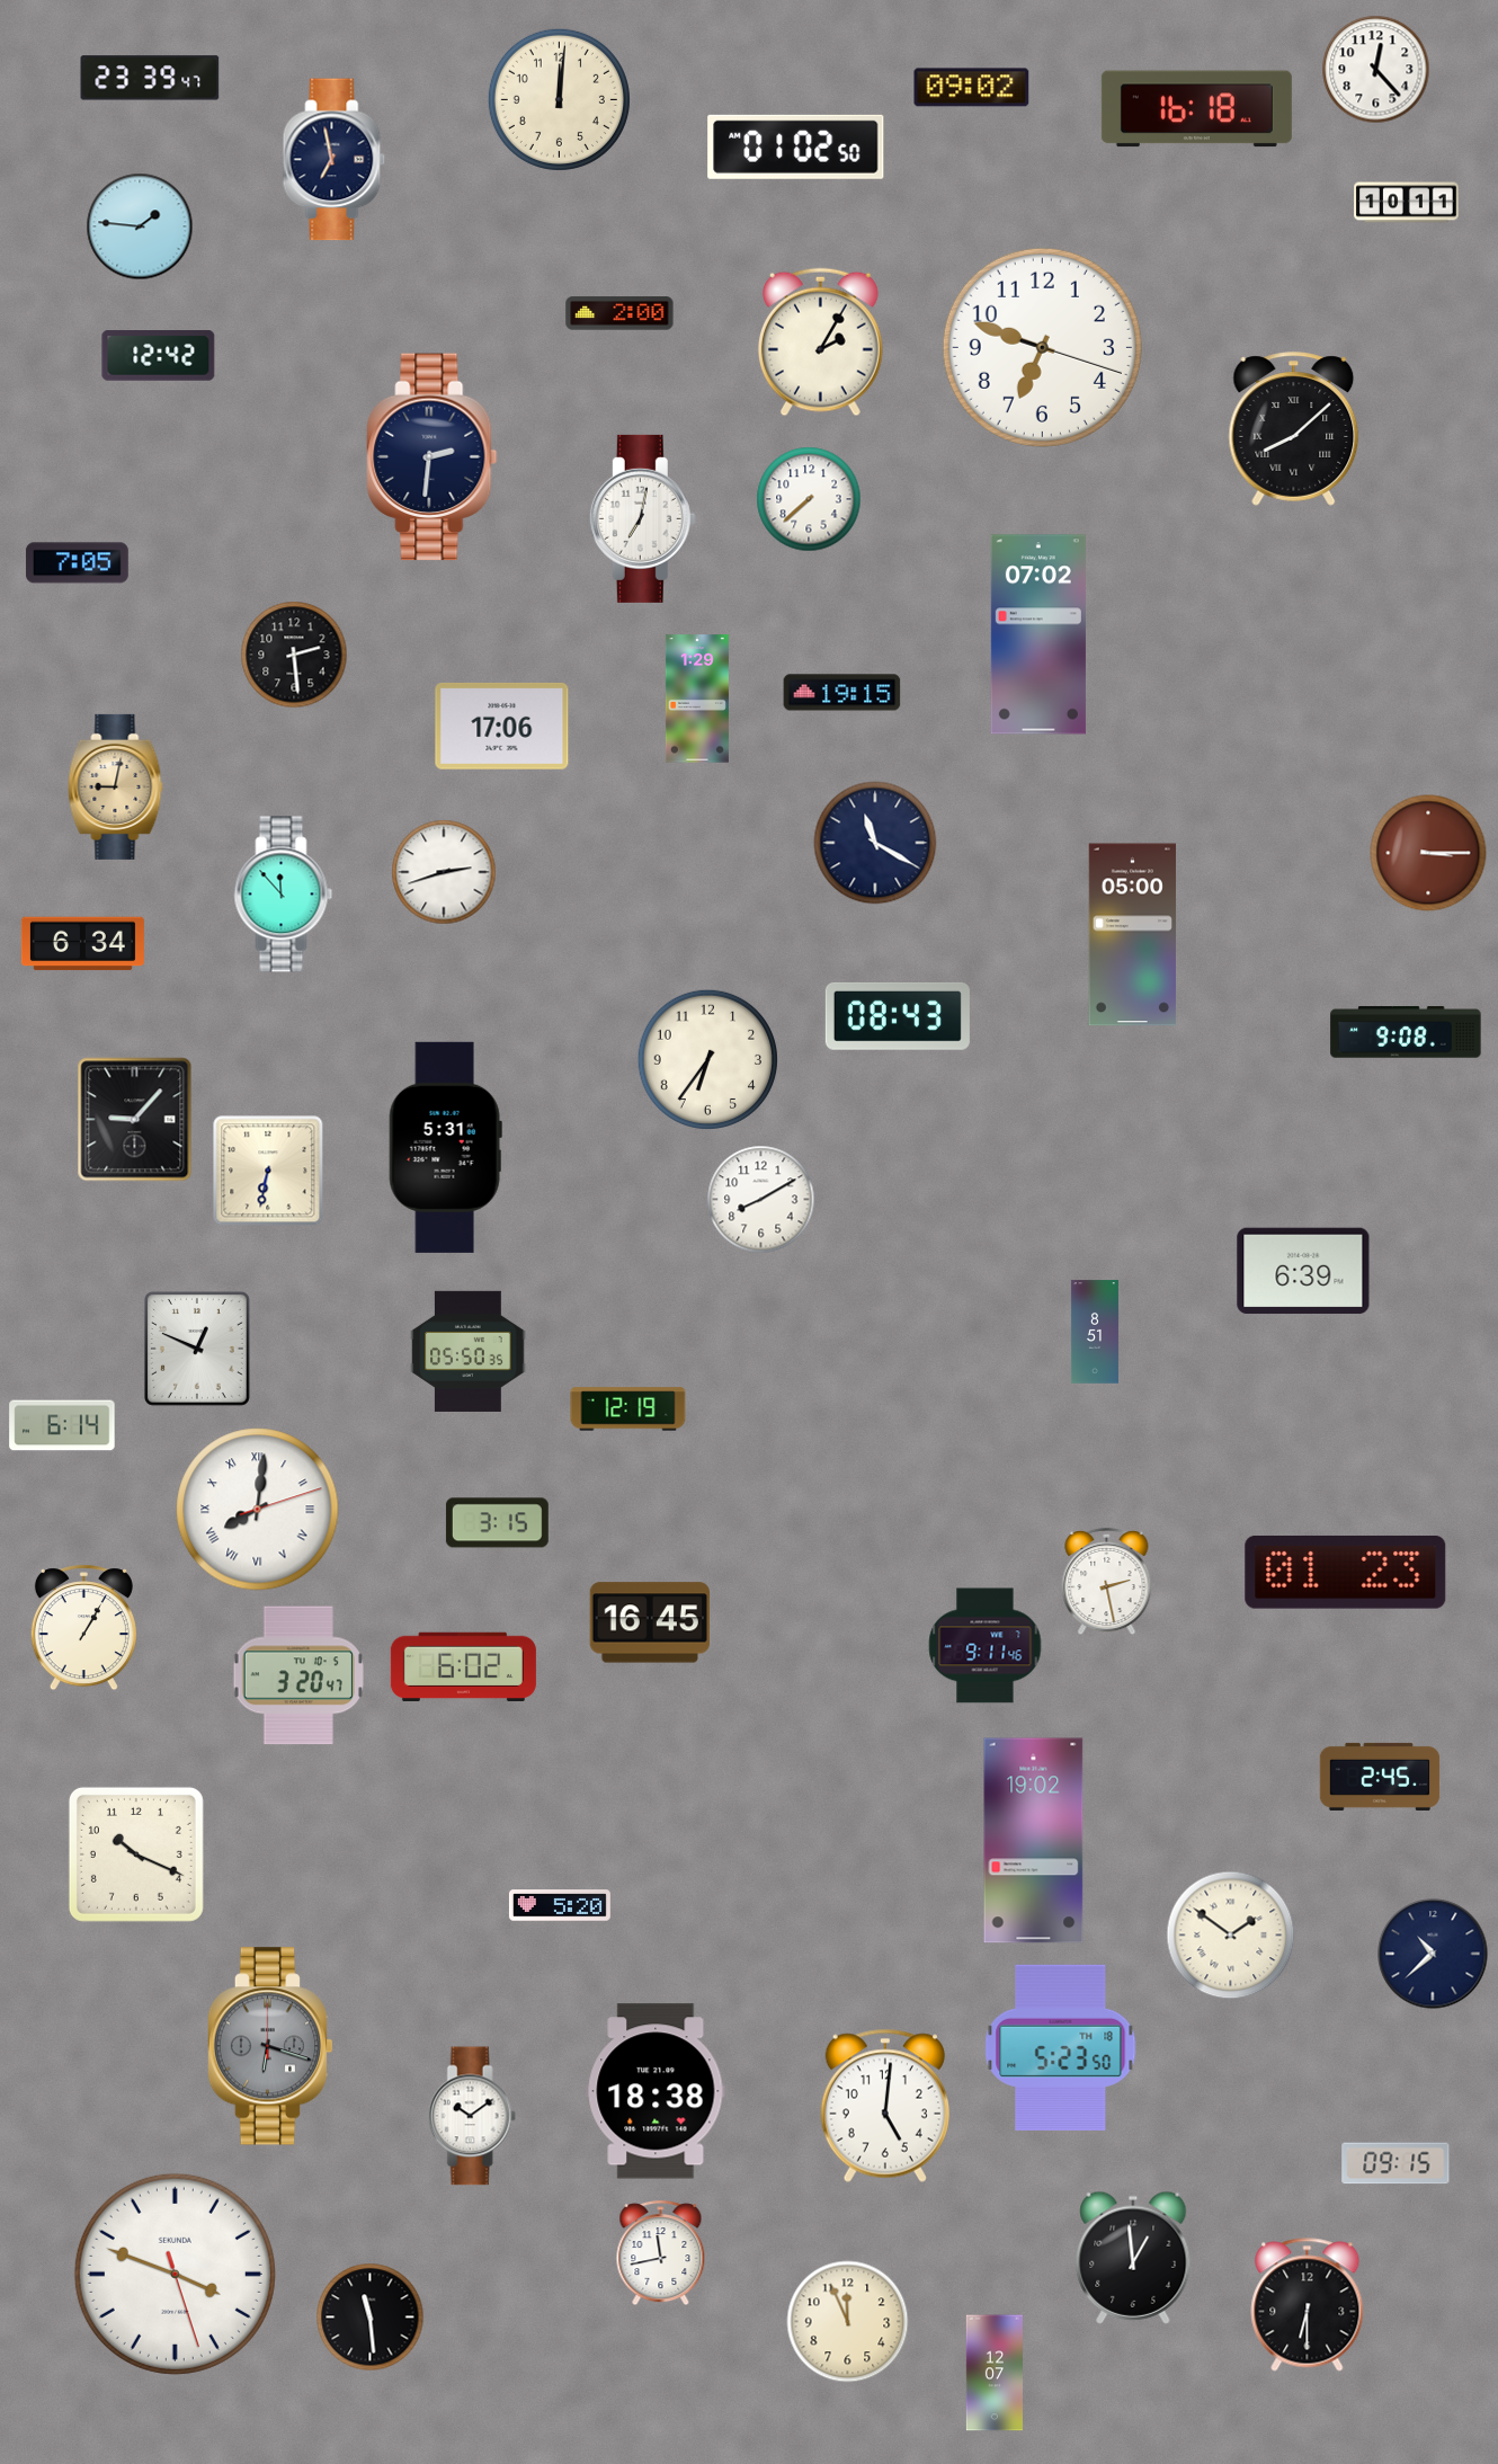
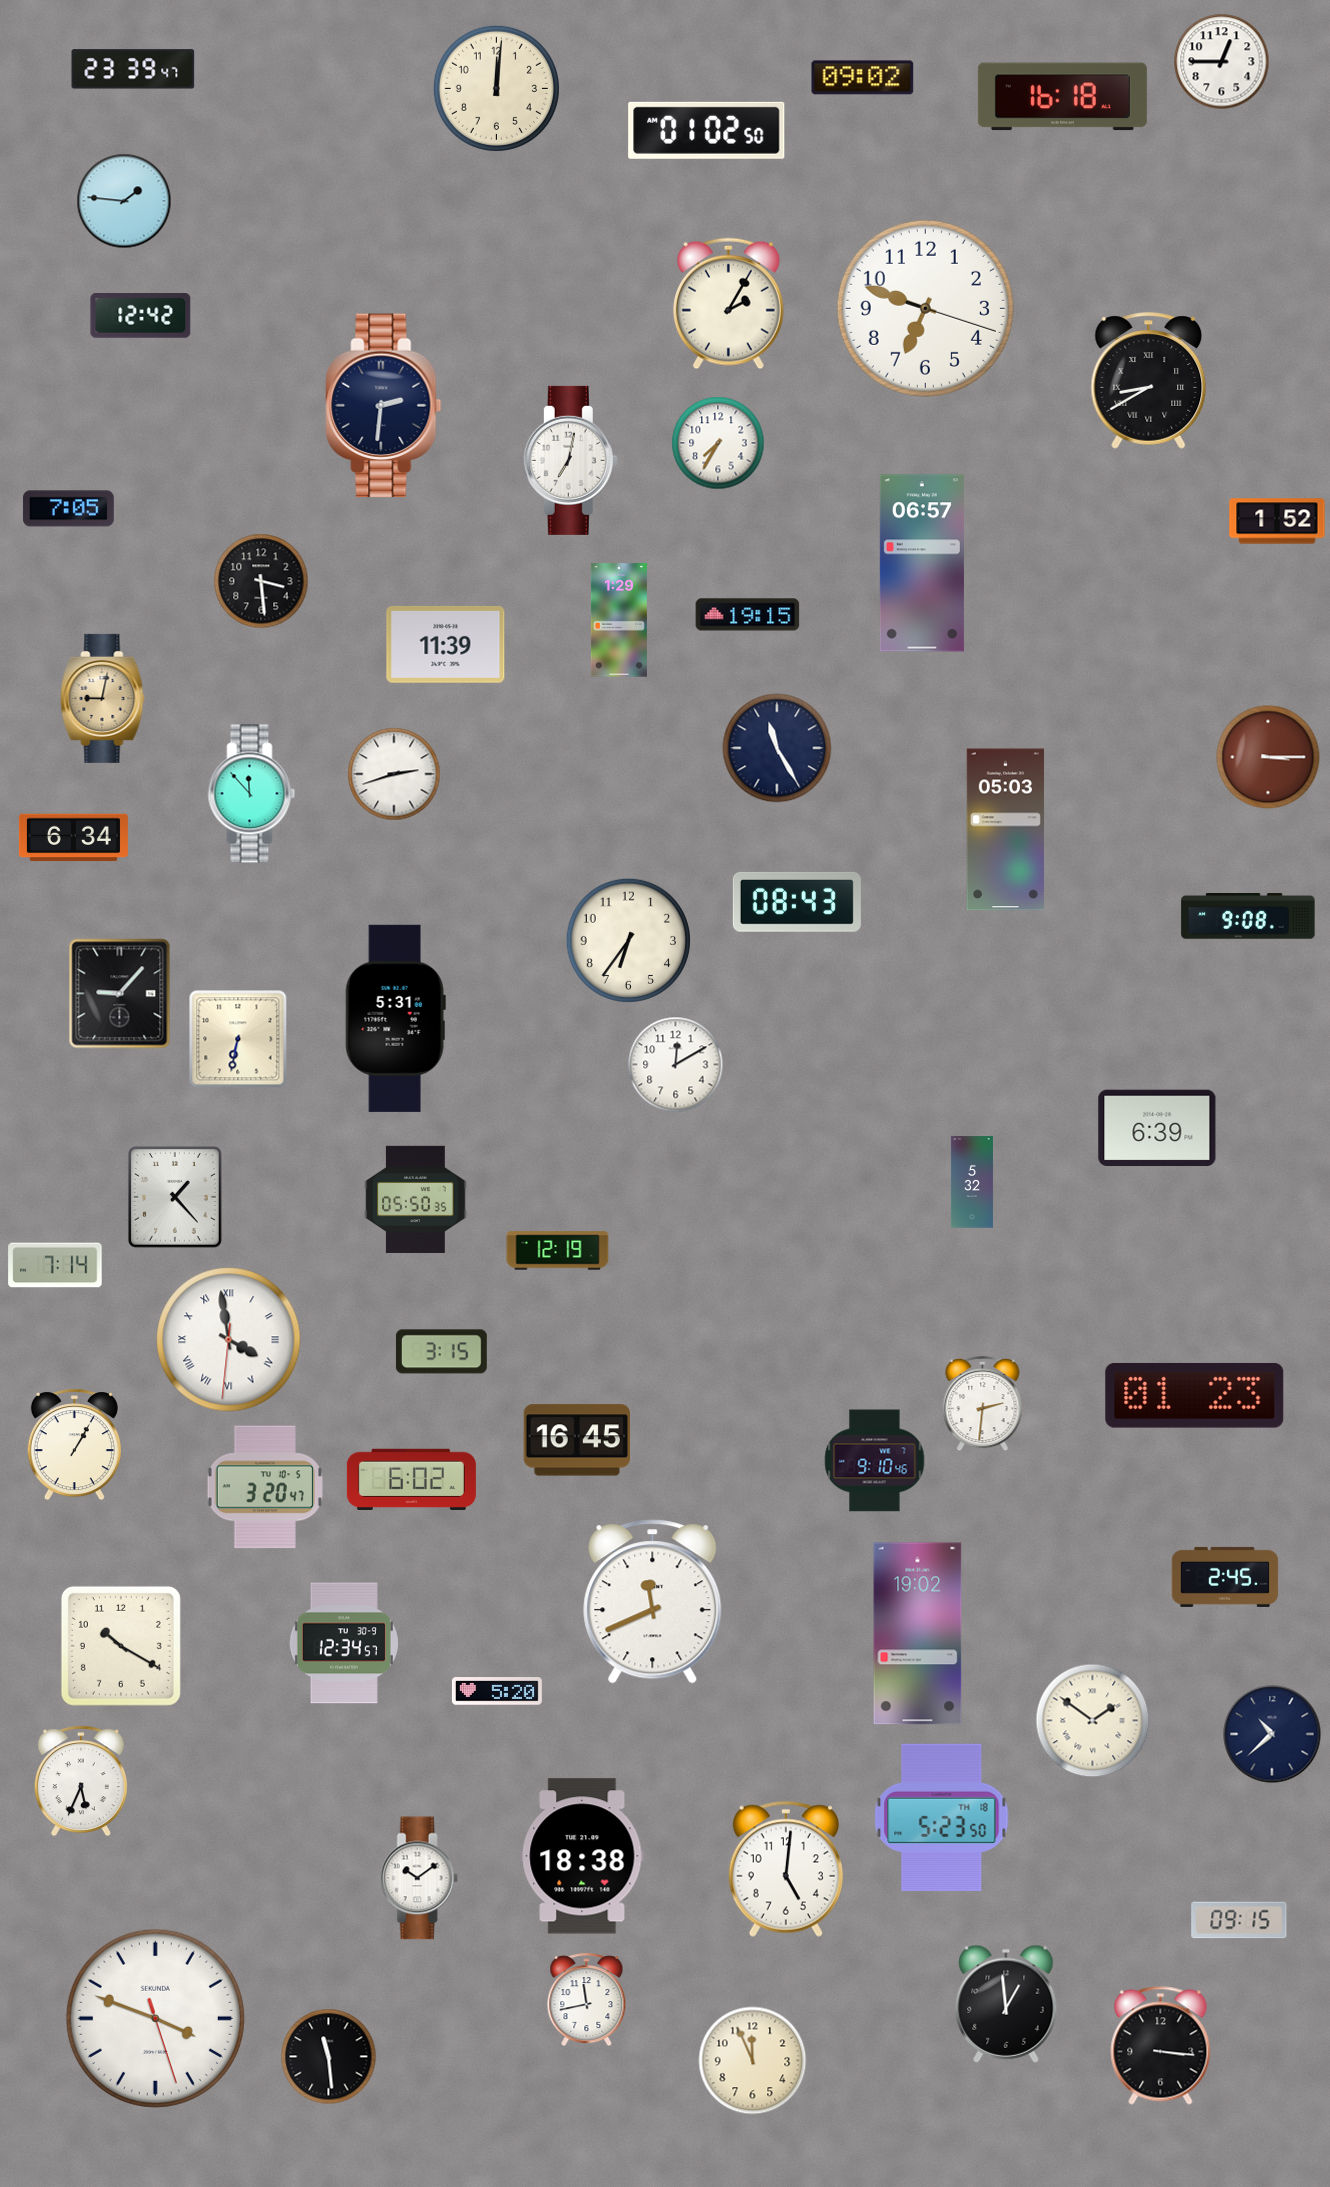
clock at (1376, 70): 12:23 -> 12:45
clock at (335, 160): 6:58 -> none
clock at (1407, 203): 10:11 -> none
clock at (619, 313): 2:00 -> none
clock at (1294, 429): 8:08 -> 8:40
clock at (809, 499): 7:38 -> 7:35
clock at (77, 563) position: (77, 563) -> (68, 509)
clock at (1277, 521): none -> 1:52
clock at (1038, 634): 07:02 -> 06:57
clock at (294, 655): 2:29 -> 3:29
clock at (502, 726): 17:06 -> 11:39
clock at (875, 843): 11:20 -> 11:25
clock at (1132, 935): 05:00 -> 05:03
clock at (761, 1200): 8:10 -> 12:10
clock at (1095, 1332): 8:51 -> 5:32
clock at (197, 1349): 12:49 -> 1:23
clock at (62, 1425): 6:14 -> 7:14
clock at (258, 1510): 8:01 -> 3:58
clock at (1107, 1582): 2:28 -> 2:31
clock at (986, 1646): 9:11 -> 9:10
clock at (653, 1602): none -> 11:41
clock at (344, 1643): none -> 12:34
clock at (136, 1854): 10:19 -> 10:20
clock at (1231, 1936) position: (1231, 1936) -> (1093, 1721)
clock at (81, 1781): none -> 5:34
clock at (270, 2046): 6:18 -> none
clock at (1308, 2305): 6:30 -> 3:16
clock at (993, 2373): 12:07 -> none
